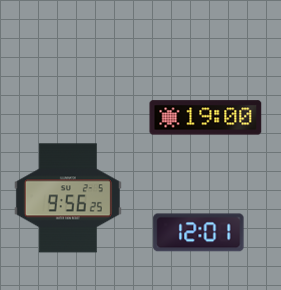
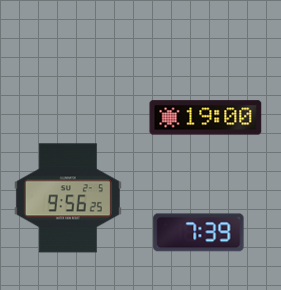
clock at (199, 233): 12:01 -> 7:39
